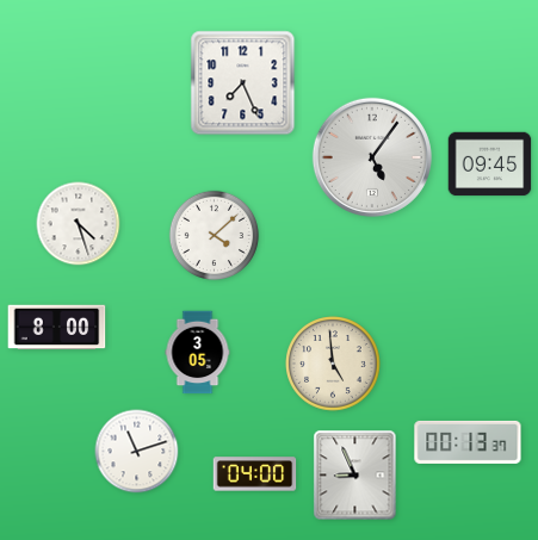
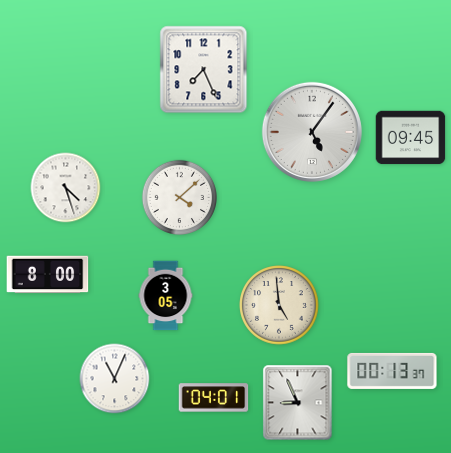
clock at (137, 452): 11:12 -> 11:04
clock at (255, 474): 04:00 -> 04:01
clock at (355, 476) position: (355, 476) -> (298, 403)
